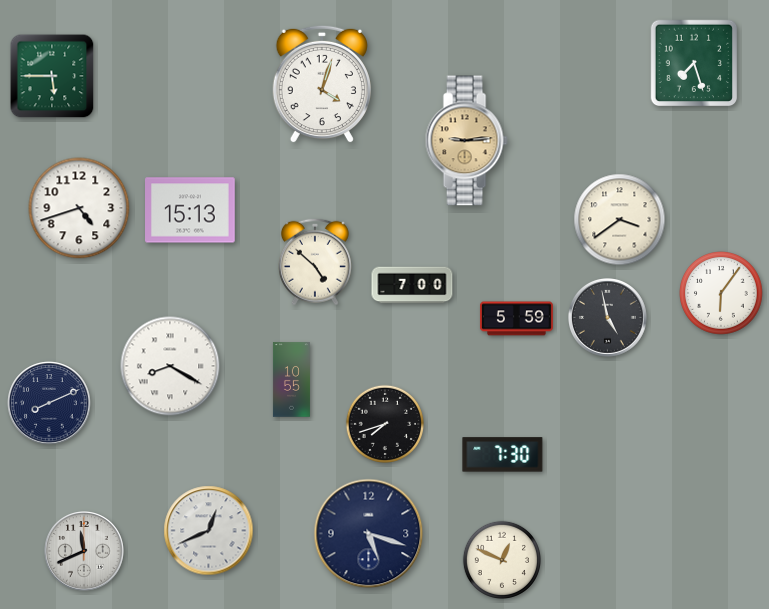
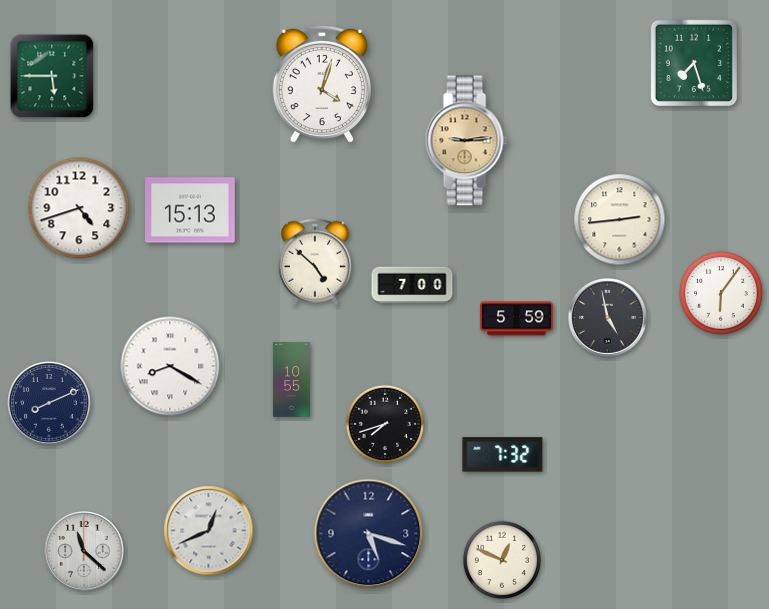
clock at (620, 220): 3:39 -> 2:44
clock at (503, 455): 7:30 -> 7:32
clock at (85, 552): 11:41 -> 11:22
